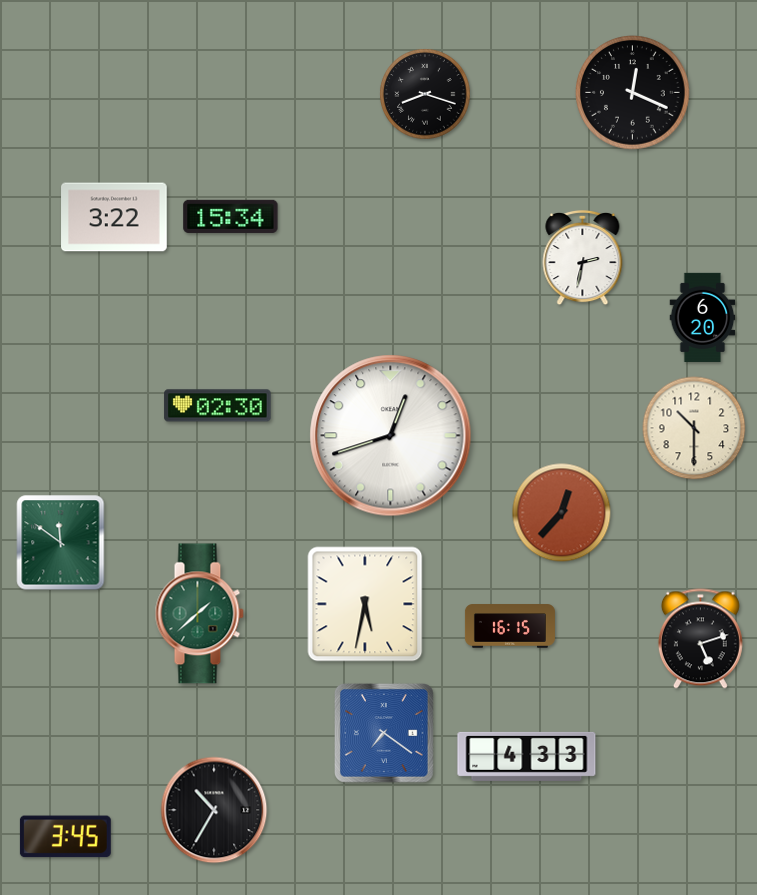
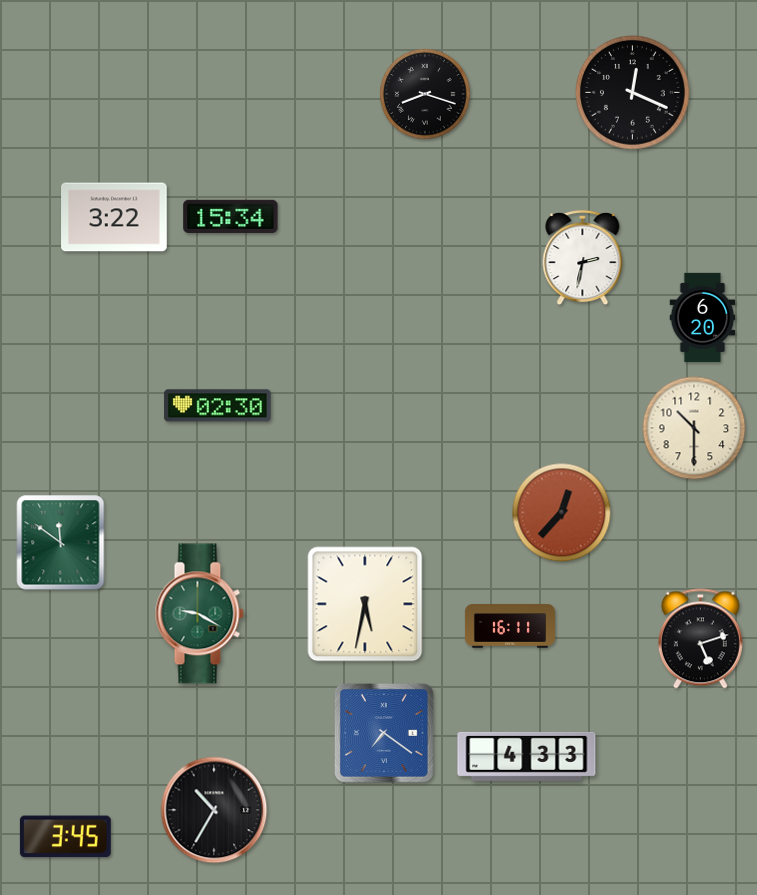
clock at (391, 436): 12:42 -> none
clock at (199, 614): 1:38 -> 9:20
clock at (510, 626): 16:15 -> 16:11
